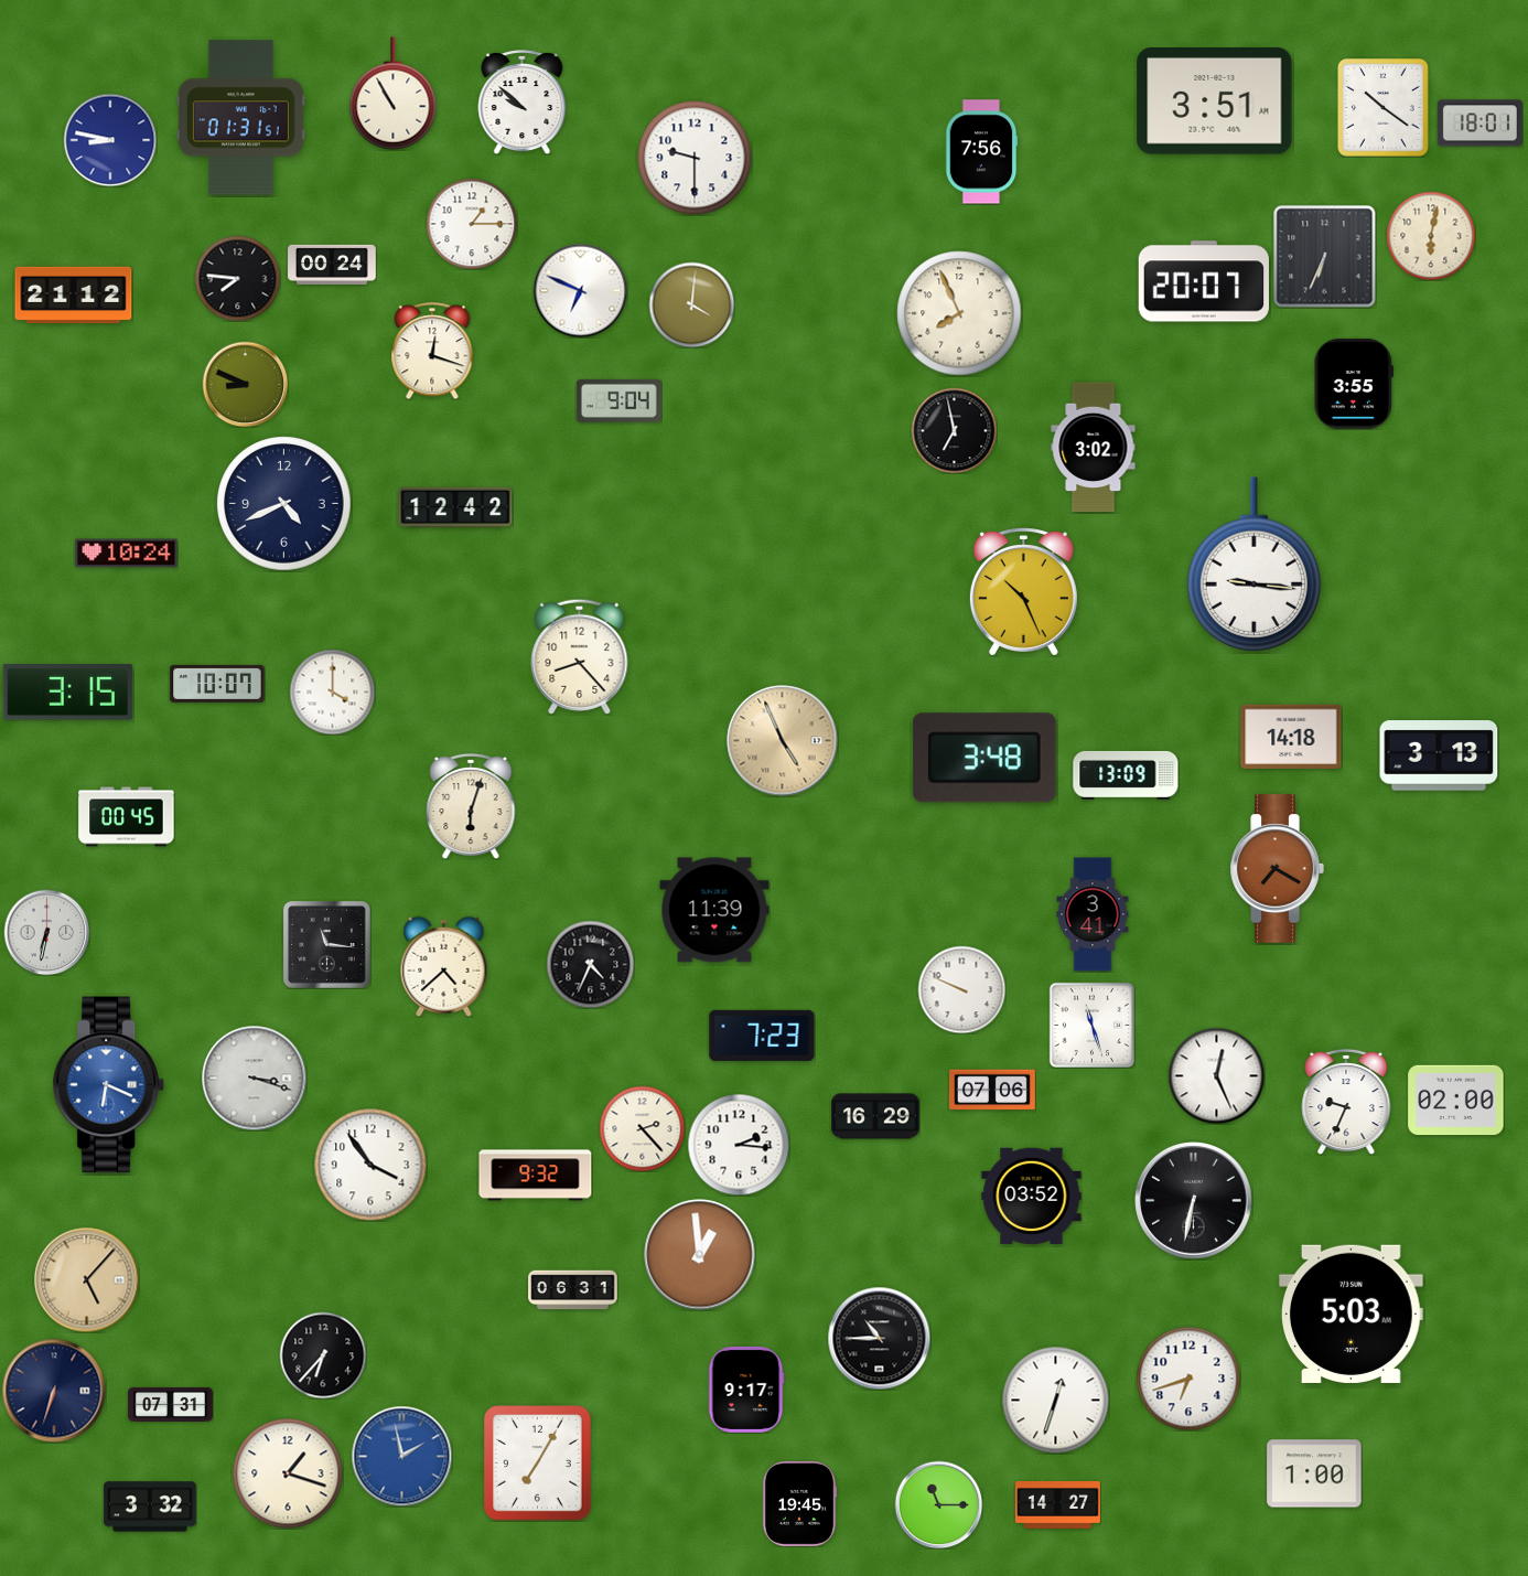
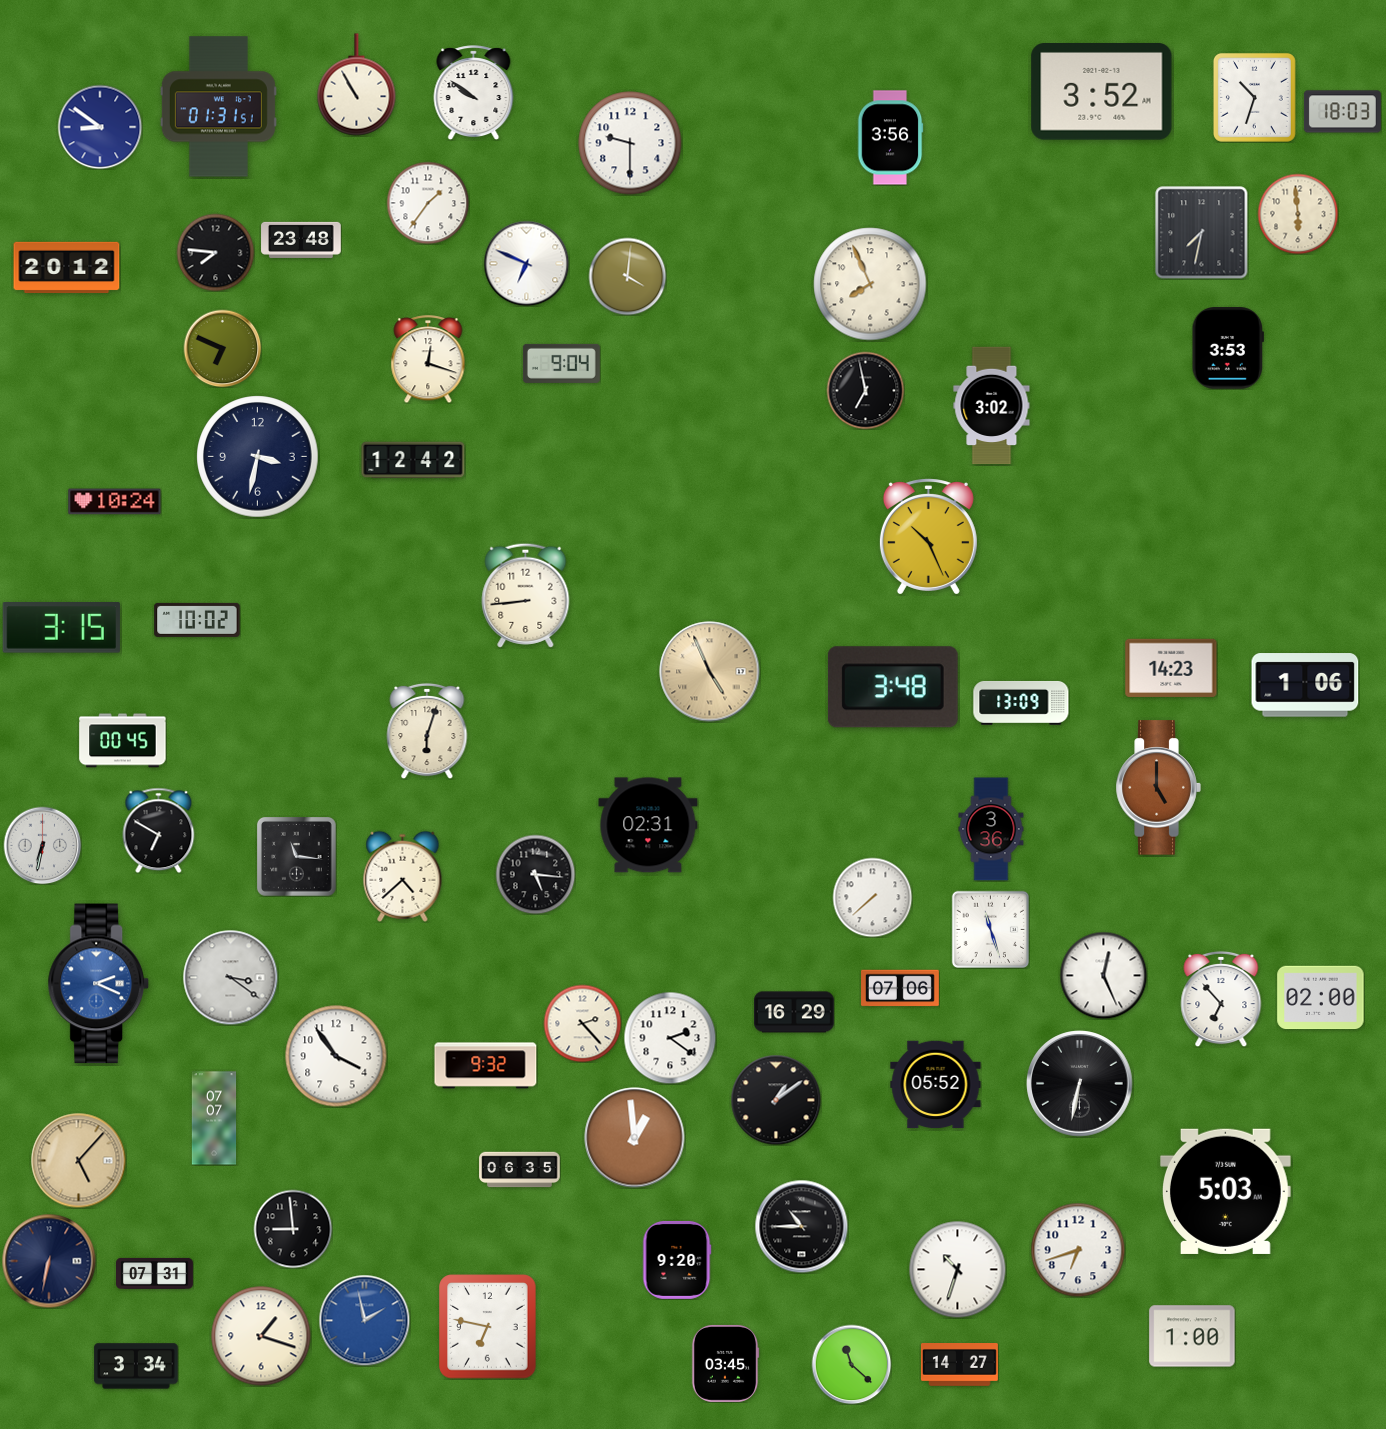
clock at (1215, 101): 3:51 -> 3:52
clock at (523, 103): 9:52 -> 9:51
clock at (1382, 107): 10:21 -> 10:33
clock at (1479, 124): 18:01 -> 18:03
clock at (110, 140): 8:47 -> 8:51
clock at (981, 152): 7:56 -> 3:56
clock at (472, 224): 1:15 -> 1:36
clock at (1431, 236): 6:02 -> 5:59
clock at (1324, 256): 6:34 -> 7:32
clock at (332, 265): 00:24 -> 23:48
clock at (1204, 281): 20:07 -> none
clock at (74, 296): 21:12 -> 20:12
clock at (432, 351) position: (432, 351) -> (428, 359)
clock at (245, 384): 8:49 -> 6:49
clock at (1354, 384): 3:55 -> 3:53
clock at (284, 504): 4:41 -> 3:32
clock at (1253, 565): 9:16 -> none
clock at (580, 656): 8:23 -> 8:44
clock at (217, 684): 10:07 -> 10:02
clock at (332, 691): 4:00 -> none
clock at (1291, 737): 14:18 -> 14:23
clock at (1439, 755): 3:13 -> 1:06
clock at (127, 817) position: (127, 817) -> (123, 741)
clock at (1277, 869): 7:20 -> 5:00
clock at (714, 910): 11:39 -> 02:31
clock at (1093, 914): 3:41 -> 3:36
clock at (159, 830): none -> 6:50
clock at (590, 964): 4:34 -> 5:16
clock at (961, 989): 9:49 -> 7:38
clock at (762, 1036): 7:23 -> none
clock at (254, 1078): 3:18 -> 3:21
clock at (108, 1085): 6:19 -> 2:19
clock at (1346, 1102): 9:34 -> 6:53
clock at (739, 1145): 2:16 -> 2:21
clock at (1032, 1197): 03:52 -> 05:52
clock at (1194, 1201) position: (1194, 1201) -> (1080, 1084)
clock at (776, 1100): none -> 1:09
clock at (214, 1118): none -> 07:07
clock at (573, 1290): 06:31 -> 06:35
clock at (879, 1338) position: (879, 1338) -> (801, 1226)
clock at (323, 1355): 6:37 -> 8:59
clock at (746, 1390): 9:17 -> 9:20
clock at (54, 1391): 6:33 -> 6:32
clock at (1055, 1400): 12:33 -> 10:33
clock at (538, 1464): 7:05 -> 6:47
clock at (799, 1503): 19:45 -> 03:45
clock at (938, 1504): 11:15 -> 11:22
clock at (150, 1507): 3:32 -> 3:34
